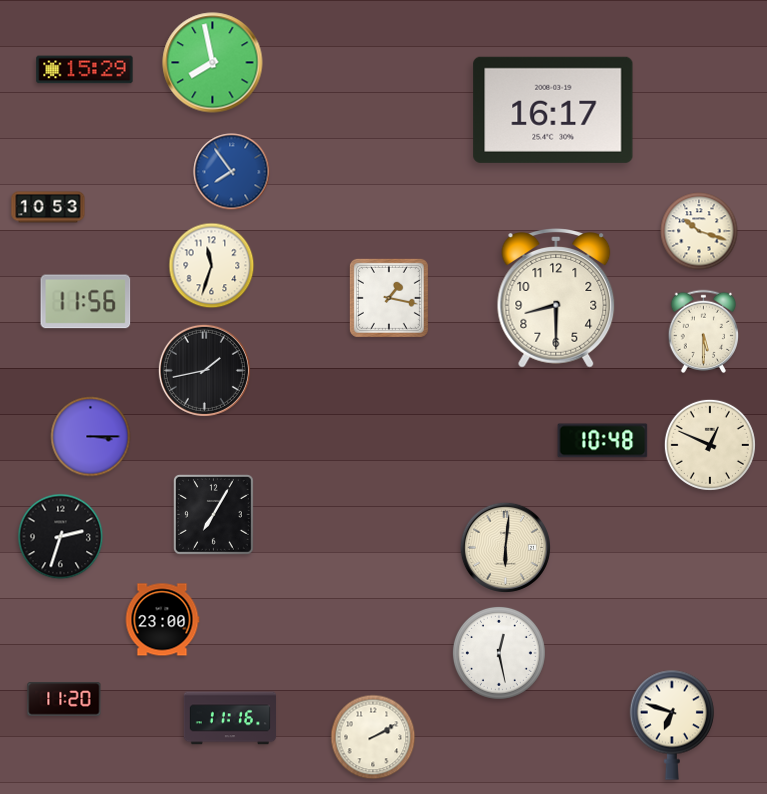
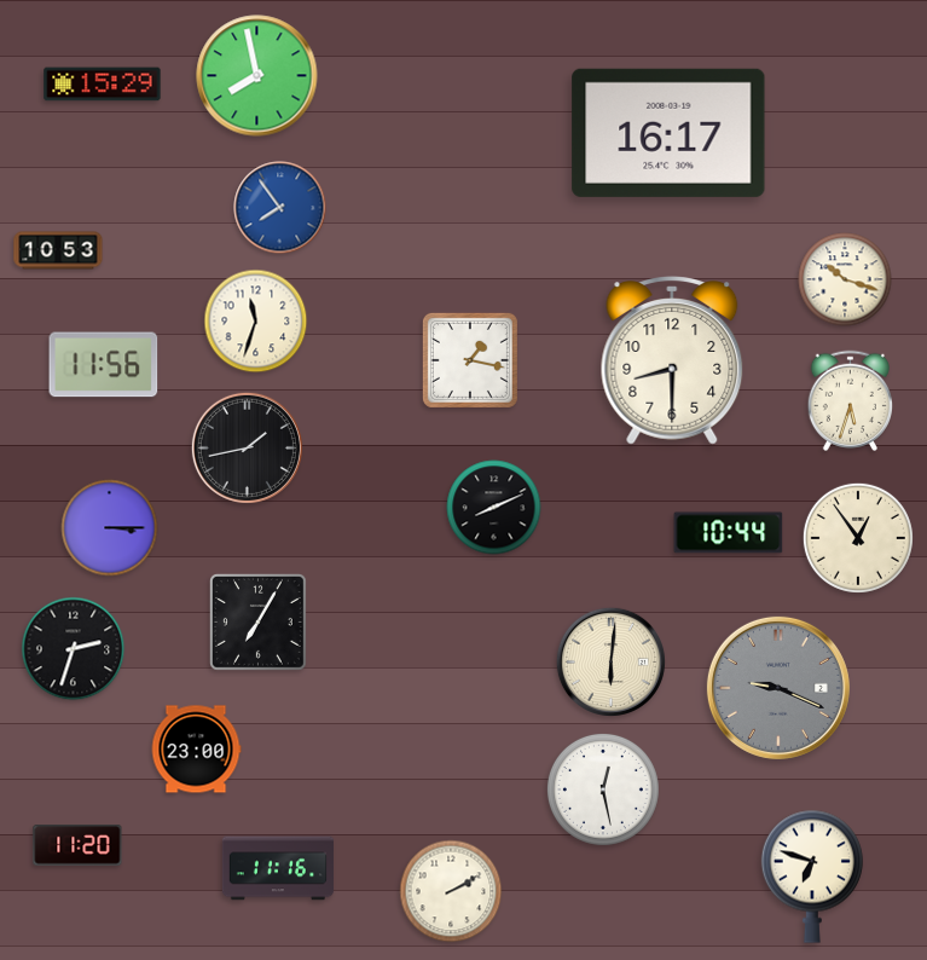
clock at (703, 331): 5:30 -> 5:33
clock at (494, 508): none -> 8:11
clock at (603, 441): 10:48 -> 10:44
clock at (710, 445): 12:49 -> 12:54
clock at (778, 688): none -> 9:19
